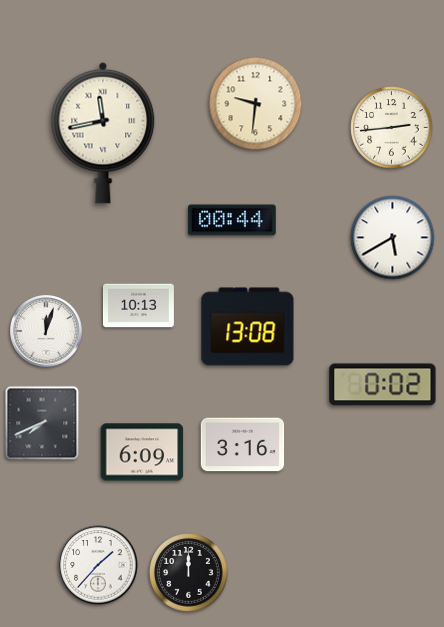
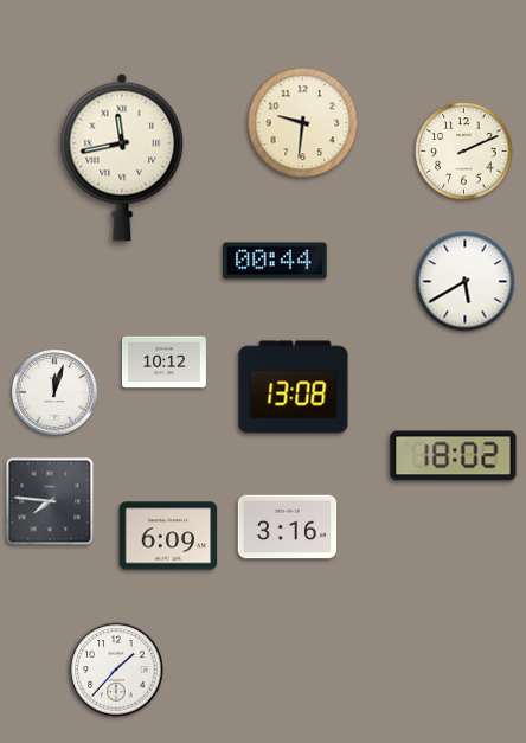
clock at (392, 128): 2:44 -> 2:11
clock at (139, 306): 10:13 -> 10:12
clock at (383, 385): 0:02 -> 18:02
clock at (42, 423): 7:41 -> 7:46
clock at (189, 573): 12:00 -> none
